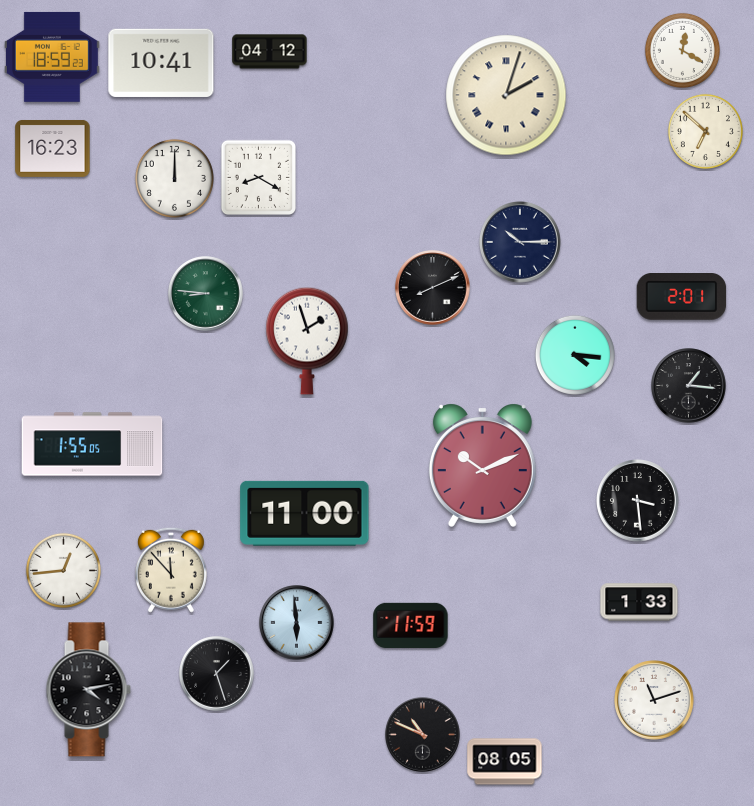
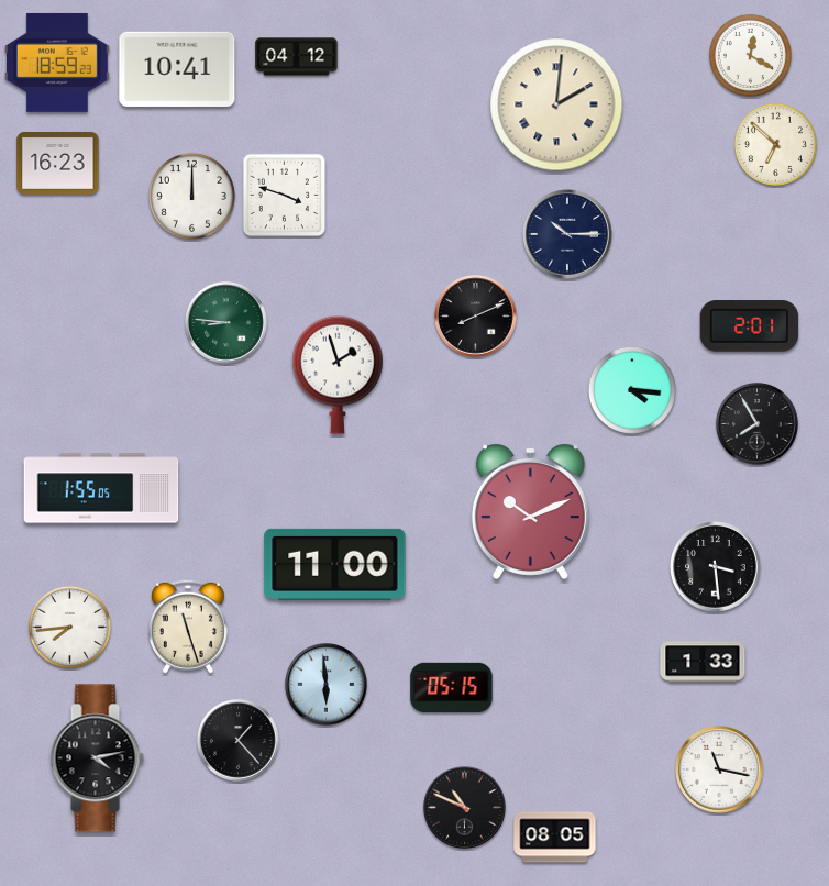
clock at (506, 95): 2:03 -> 2:01
clock at (258, 177): 8:20 -> 3:48
clock at (521, 243) position: (521, 243) -> (568, 235)
clock at (689, 386): 1:16 -> 7:55
clock at (638, 501) position: (638, 501) -> (716, 567)
clock at (63, 570): 12:44 -> 7:44
clock at (171, 570): 11:53 -> 11:27
clock at (411, 626): 11:59 -> 05:15
clock at (217, 674): 1:27 -> 1:23
clock at (654, 700): 11:12 -> 11:17
